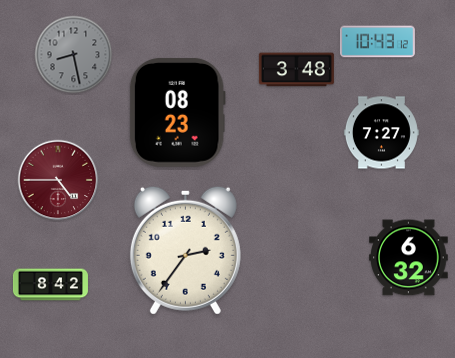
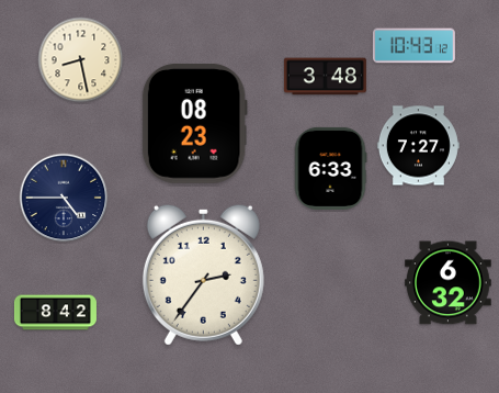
clock at (74, 55) dial: grey -> cream
clock at (330, 168): none -> 6:33
clock at (58, 180) dial: burgundy -> navy
